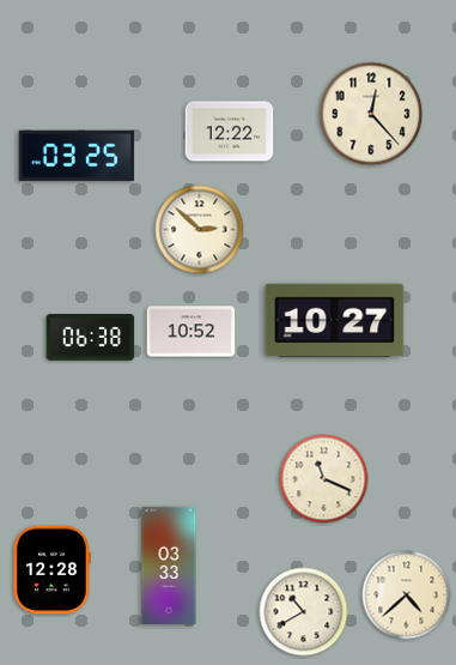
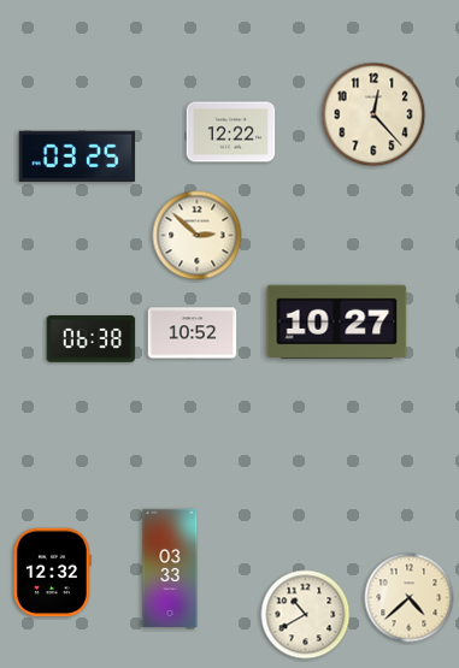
clock at (200, 230) position: (200, 230) -> (198, 236)
clock at (324, 479): 11:19 -> none
clock at (51, 570): 12:28 -> 12:32
